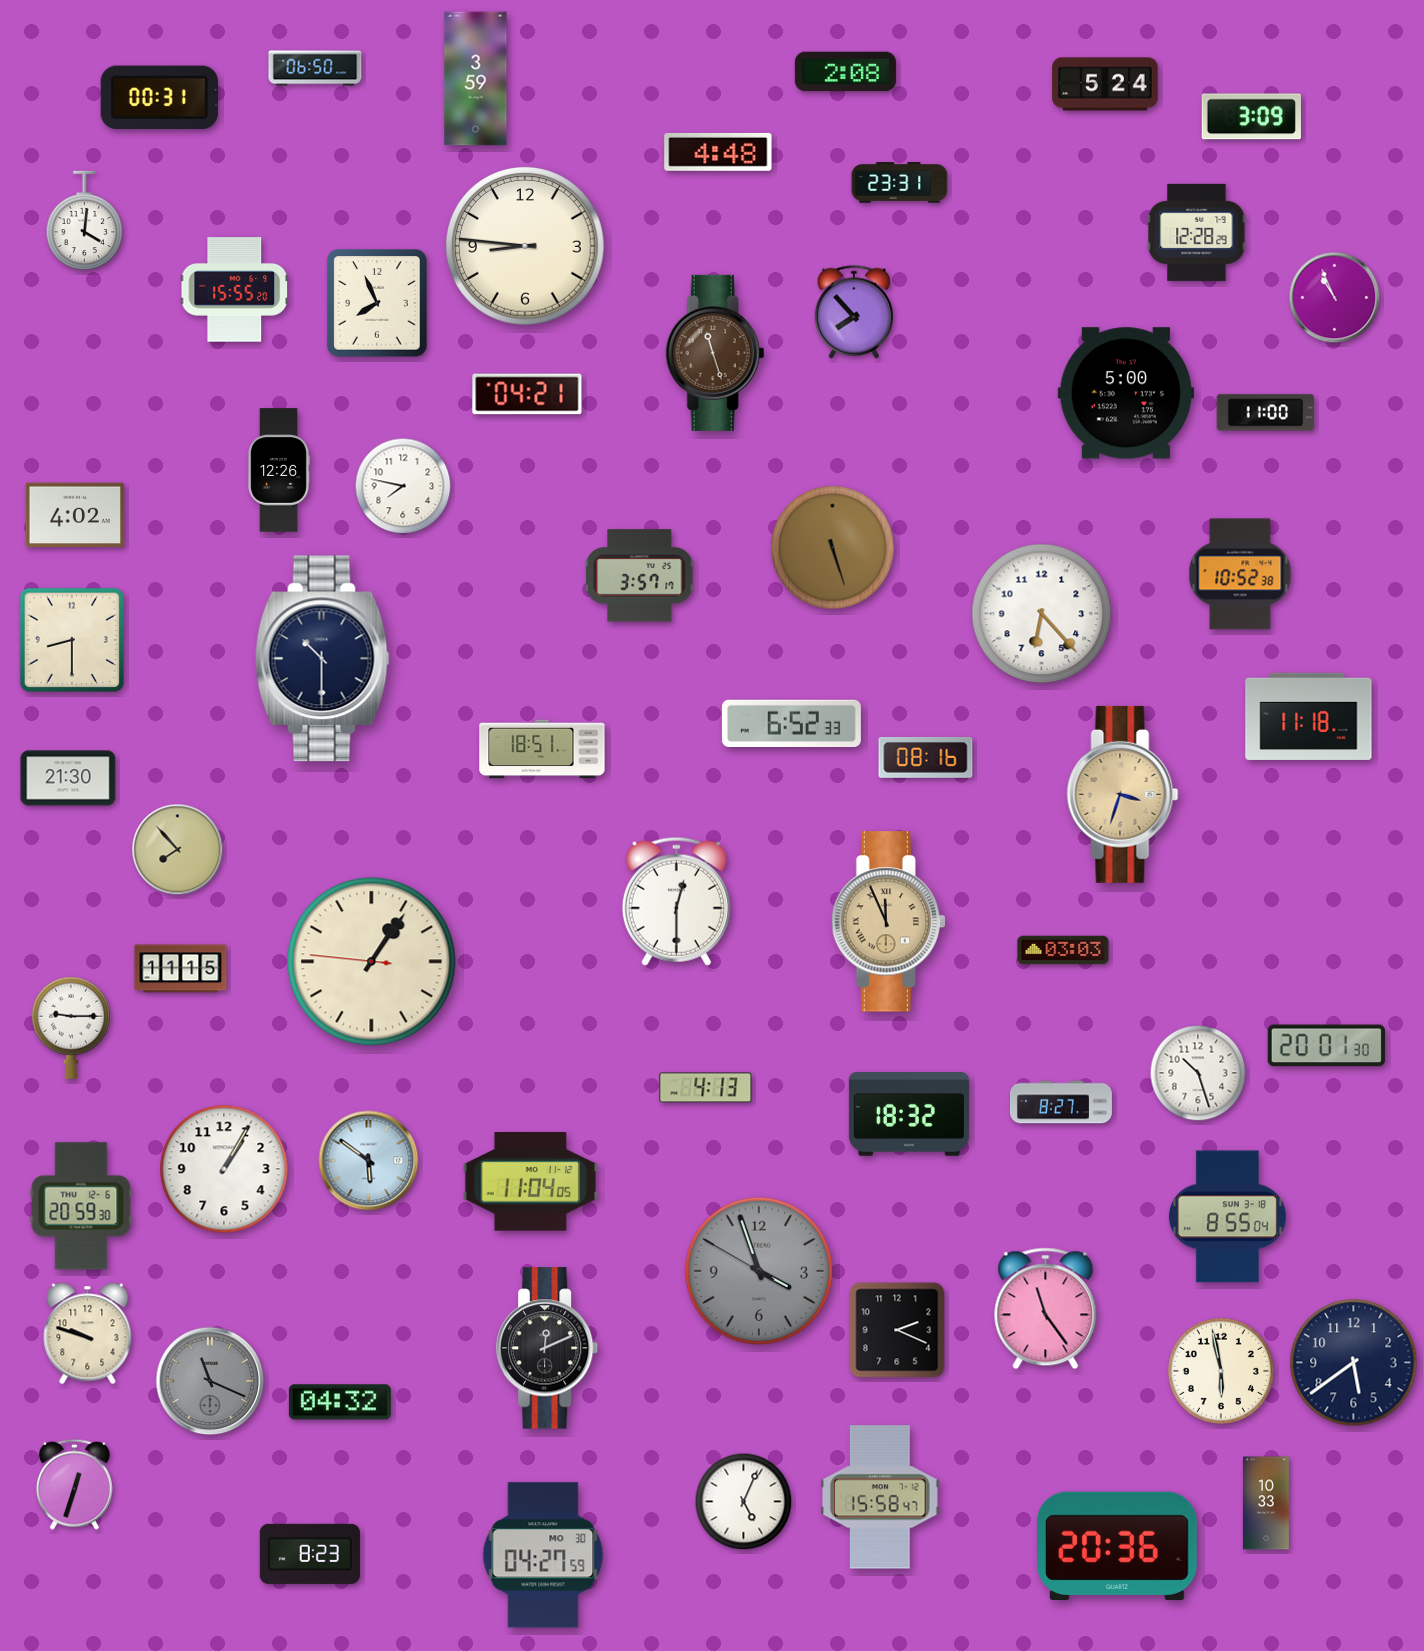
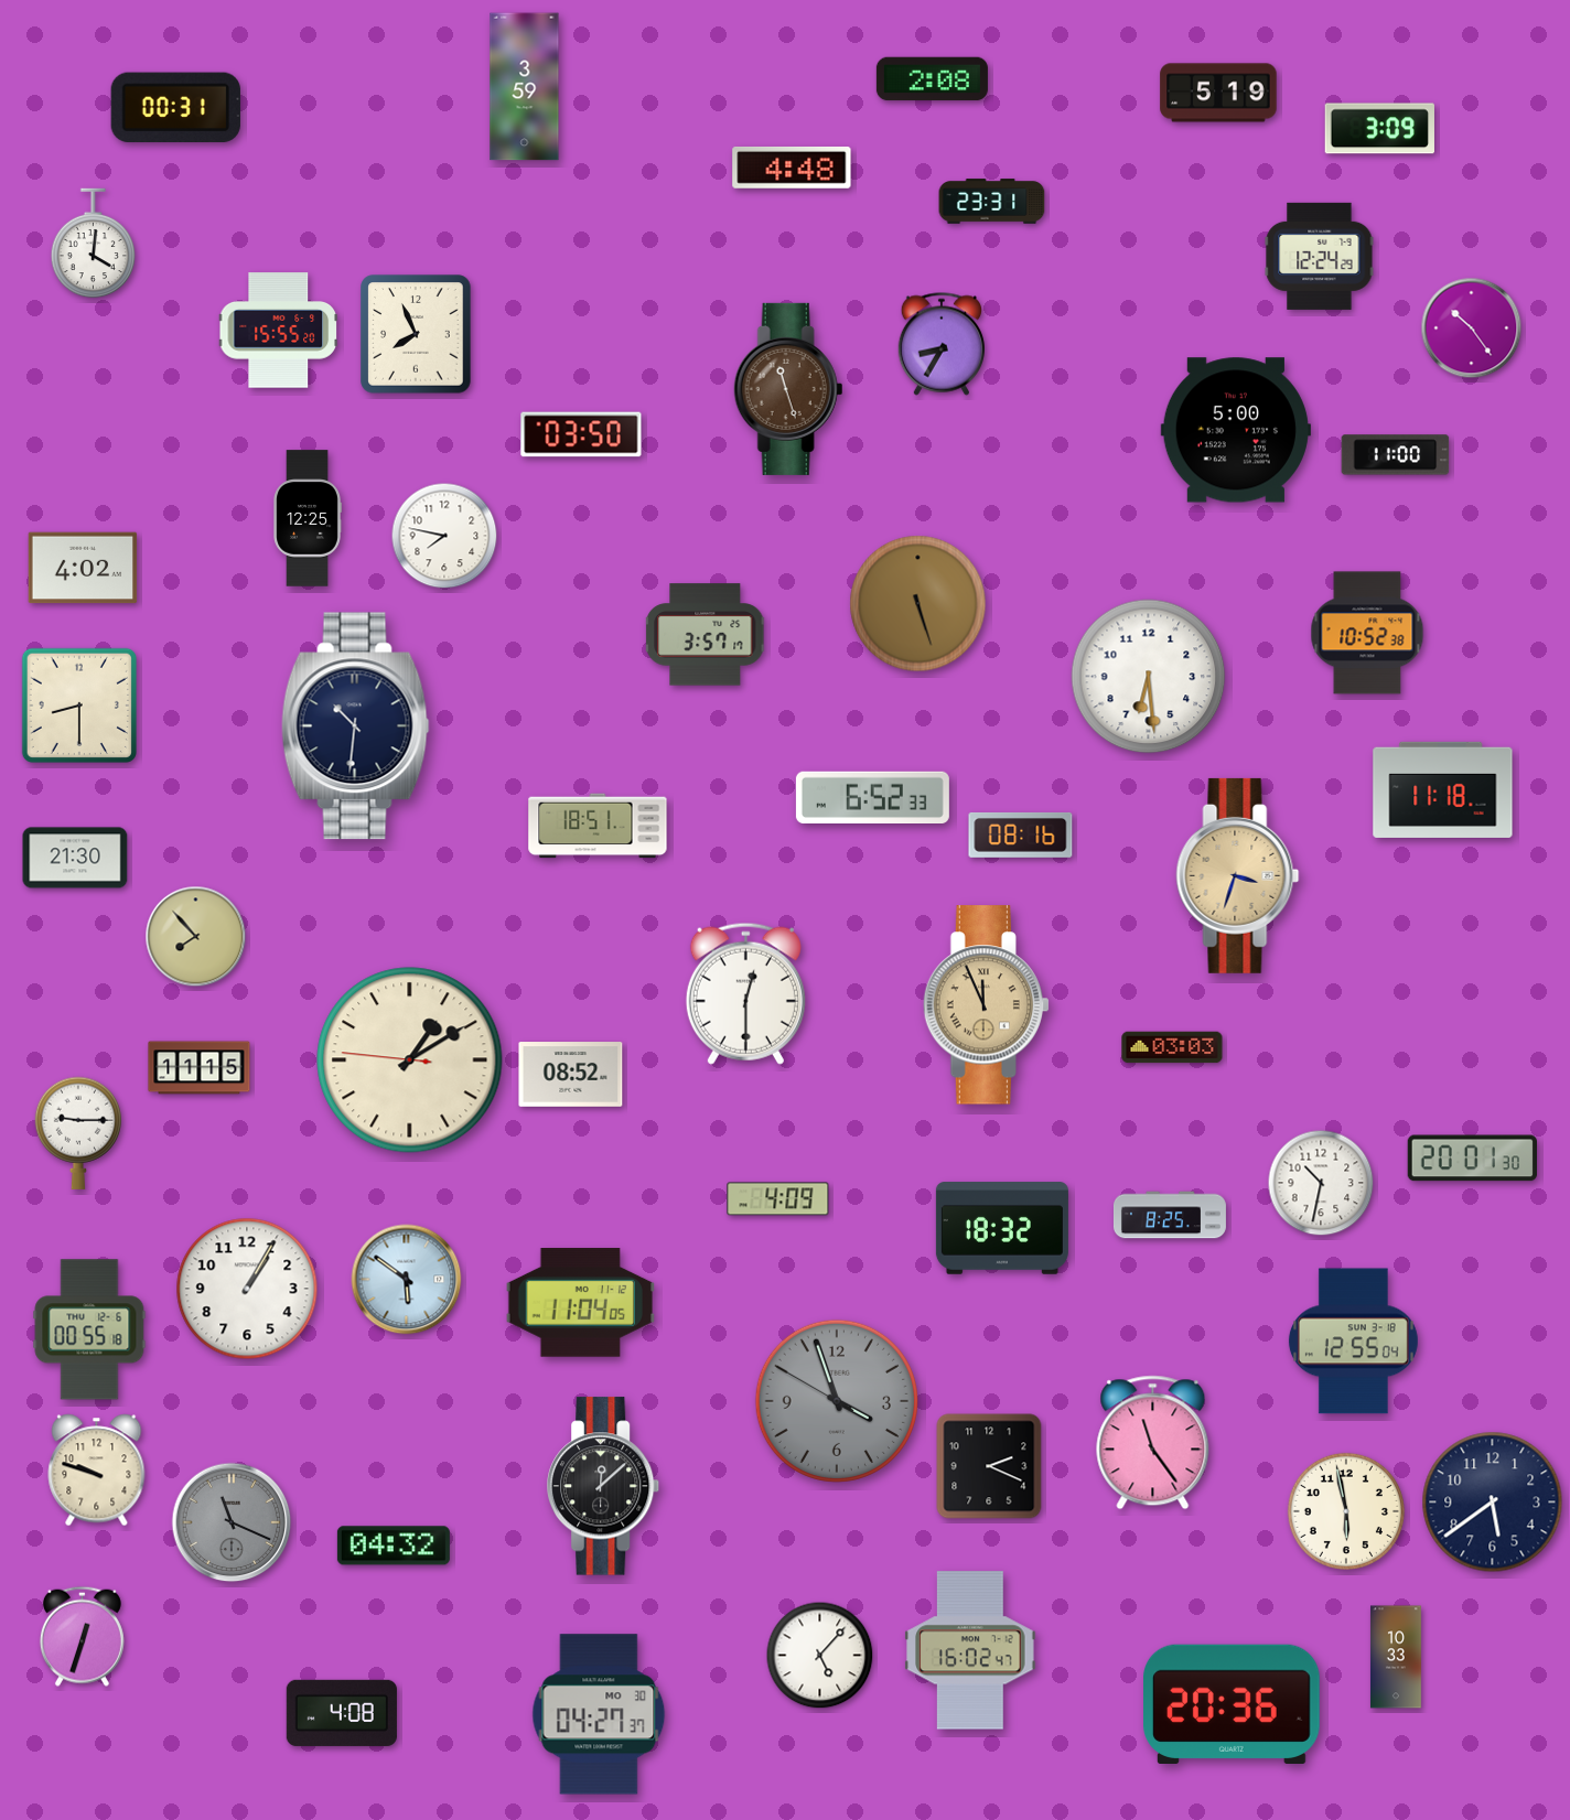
clock at (315, 68): 06:50 -> none
clock at (1105, 84): 5:24 -> 5:19
clock at (1197, 232): 12:28 -> 12:24
clock at (525, 246): 8:46 -> none
clock at (234, 290) position: (234, 290) -> (278, 331)
clock at (1335, 298): 10:56 -> 10:24
clock at (853, 312): 7:53 -> 8:35
clock at (1126, 393) position: (1126, 393) -> (1236, 430)
clock at (527, 394): 04:21 -> 03:50
clock at (279, 470): 12:26 -> 12:25
clock at (1042, 614): 6:23 -> 6:29
clock at (323, 659): 10:30 -> 10:31
clock at (888, 922) position: (888, 922) -> (986, 1005)
clock at (372, 962): 1:05 -> 1:09
clock at (571, 1075): none -> 08:52
clock at (1326, 1046) position: (1326, 1046) -> (1472, 1159)
clock at (1198, 1073): 10:27 -> 10:32
clock at (706, 1088): 4:13 -> 4:09
clock at (1061, 1102): 8:27 -> 8:25
clock at (530, 1182) position: (530, 1182) -> (580, 1303)
clock at (81, 1206): 20:59 -> 00:55
clock at (1227, 1217): 8:55 -> 12:55
clock at (547, 1348): 12:11 -> 12:08
clock at (340, 1402) position: (340, 1402) -> (394, 1546)
clock at (880, 1497): 15:58 -> 16:02
clock at (744, 1502): 5:04 -> 5:07
clock at (310, 1554): 8:23 -> 4:08
clock at (543, 1555): 04:27:59 -> 04:27:37
